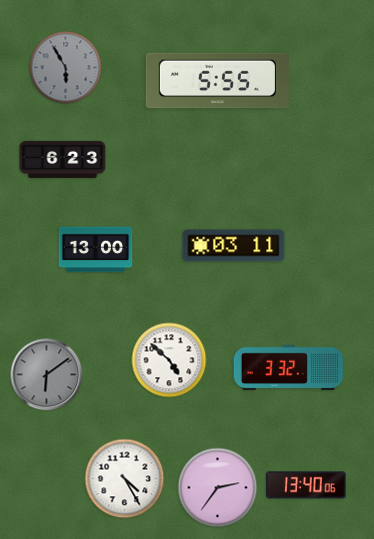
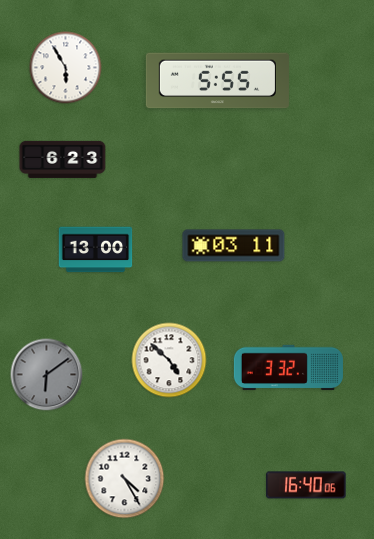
clock at (66, 68) dial: grey -> white
clock at (306, 485): 13:40 -> 16:40
clock at (218, 488): 2:36 -> none
